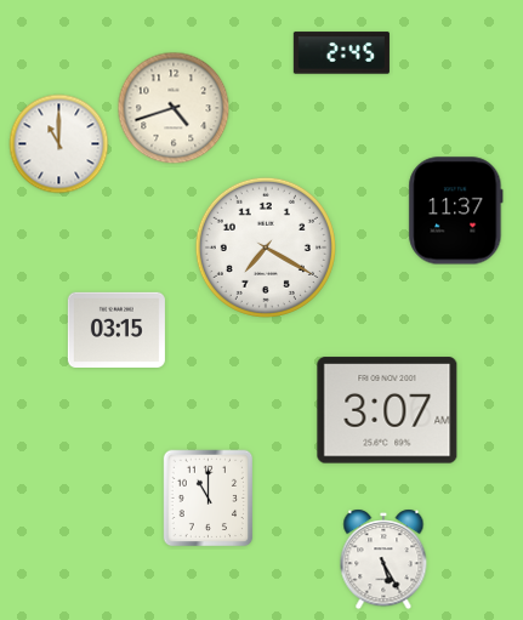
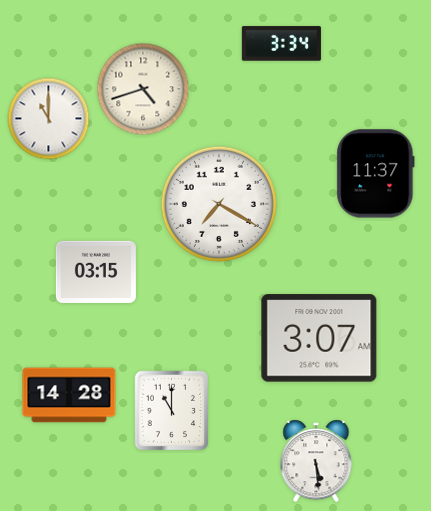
clock at (341, 53): 2:45 -> 3:34
clock at (69, 395): none -> 14:28
clock at (383, 559): 5:25 -> 5:29
